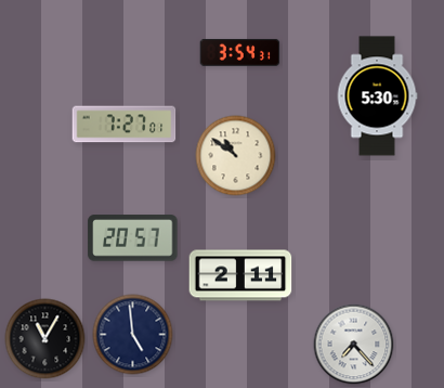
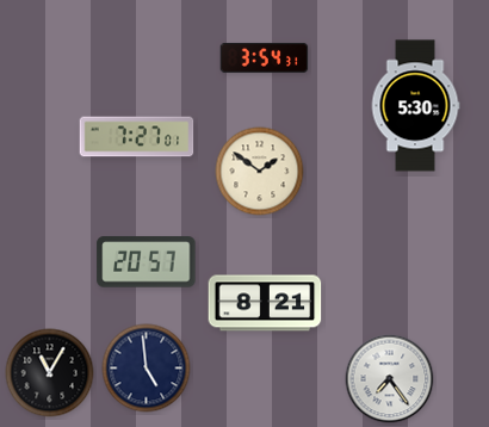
clock at (236, 156): 10:51 -> 1:51
clock at (240, 275): 2:11 -> 8:21
clock at (354, 345): 7:23 -> 7:24
